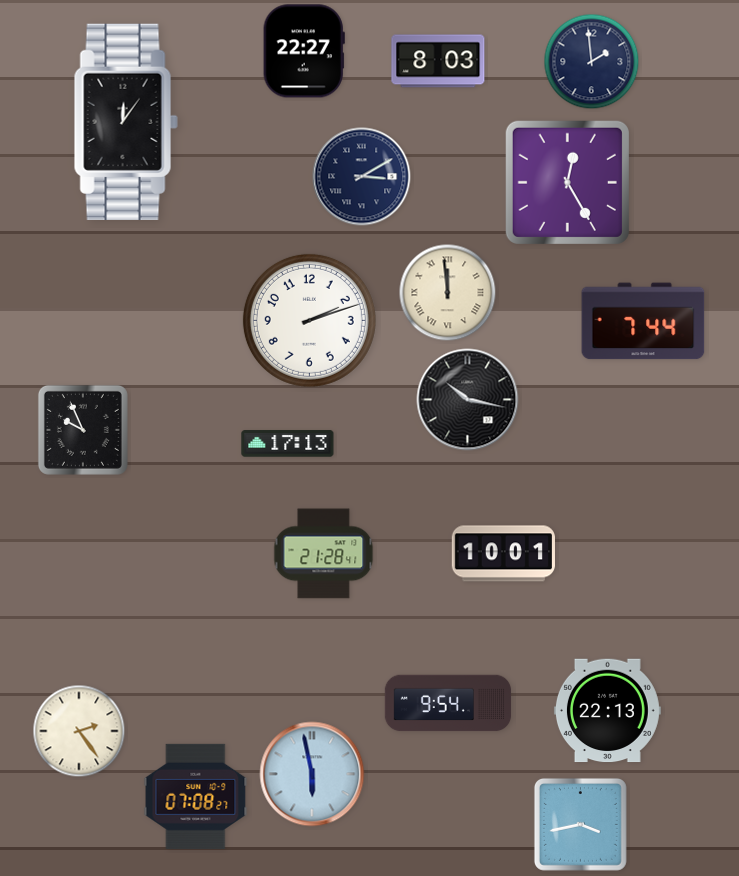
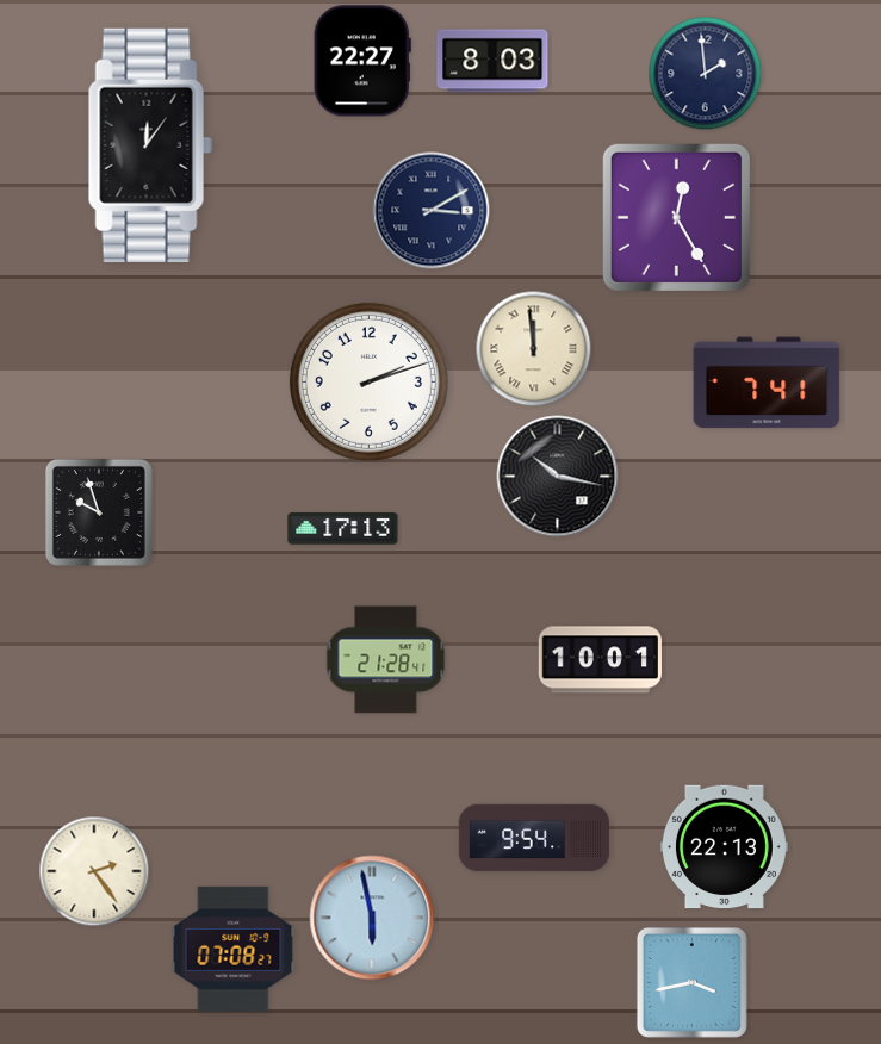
clock at (438, 61) position: (438, 61) -> (492, 61)
clock at (643, 321): 7:44 -> 7:41
clock at (83, 430): 9:56 -> 9:57
clock at (312, 774) position: (312, 774) -> (372, 918)
